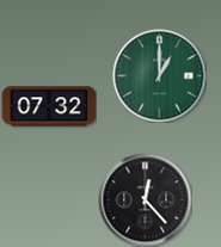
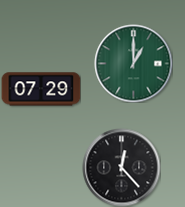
clock at (49, 106): 07:32 -> 07:29
